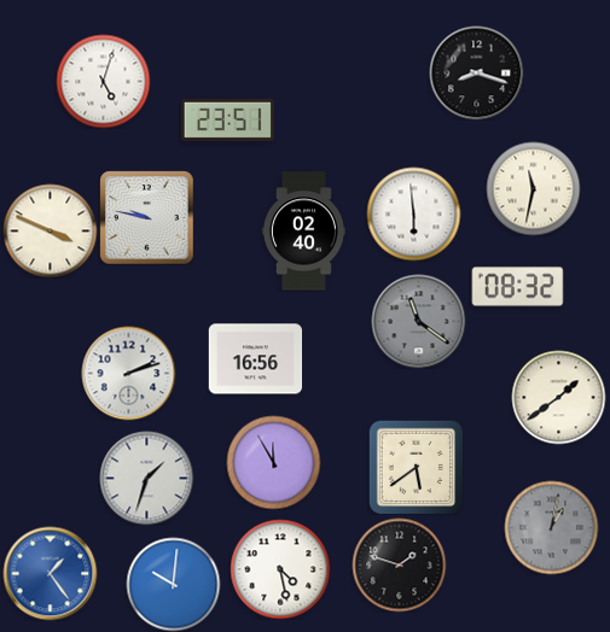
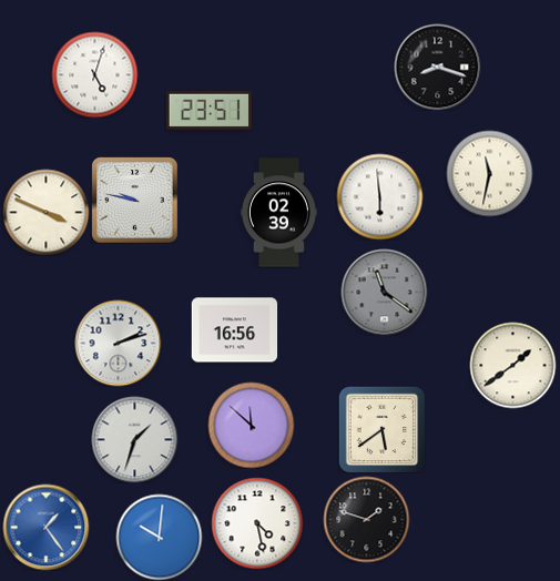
clock at (303, 232): 02:40 -> 02:39
clock at (517, 287): 08:32 -> none
clock at (418, 321) position: (418, 321) -> (384, 292)
clock at (273, 462): 11:55 -> 11:52
clock at (551, 527): 1:02 -> none
